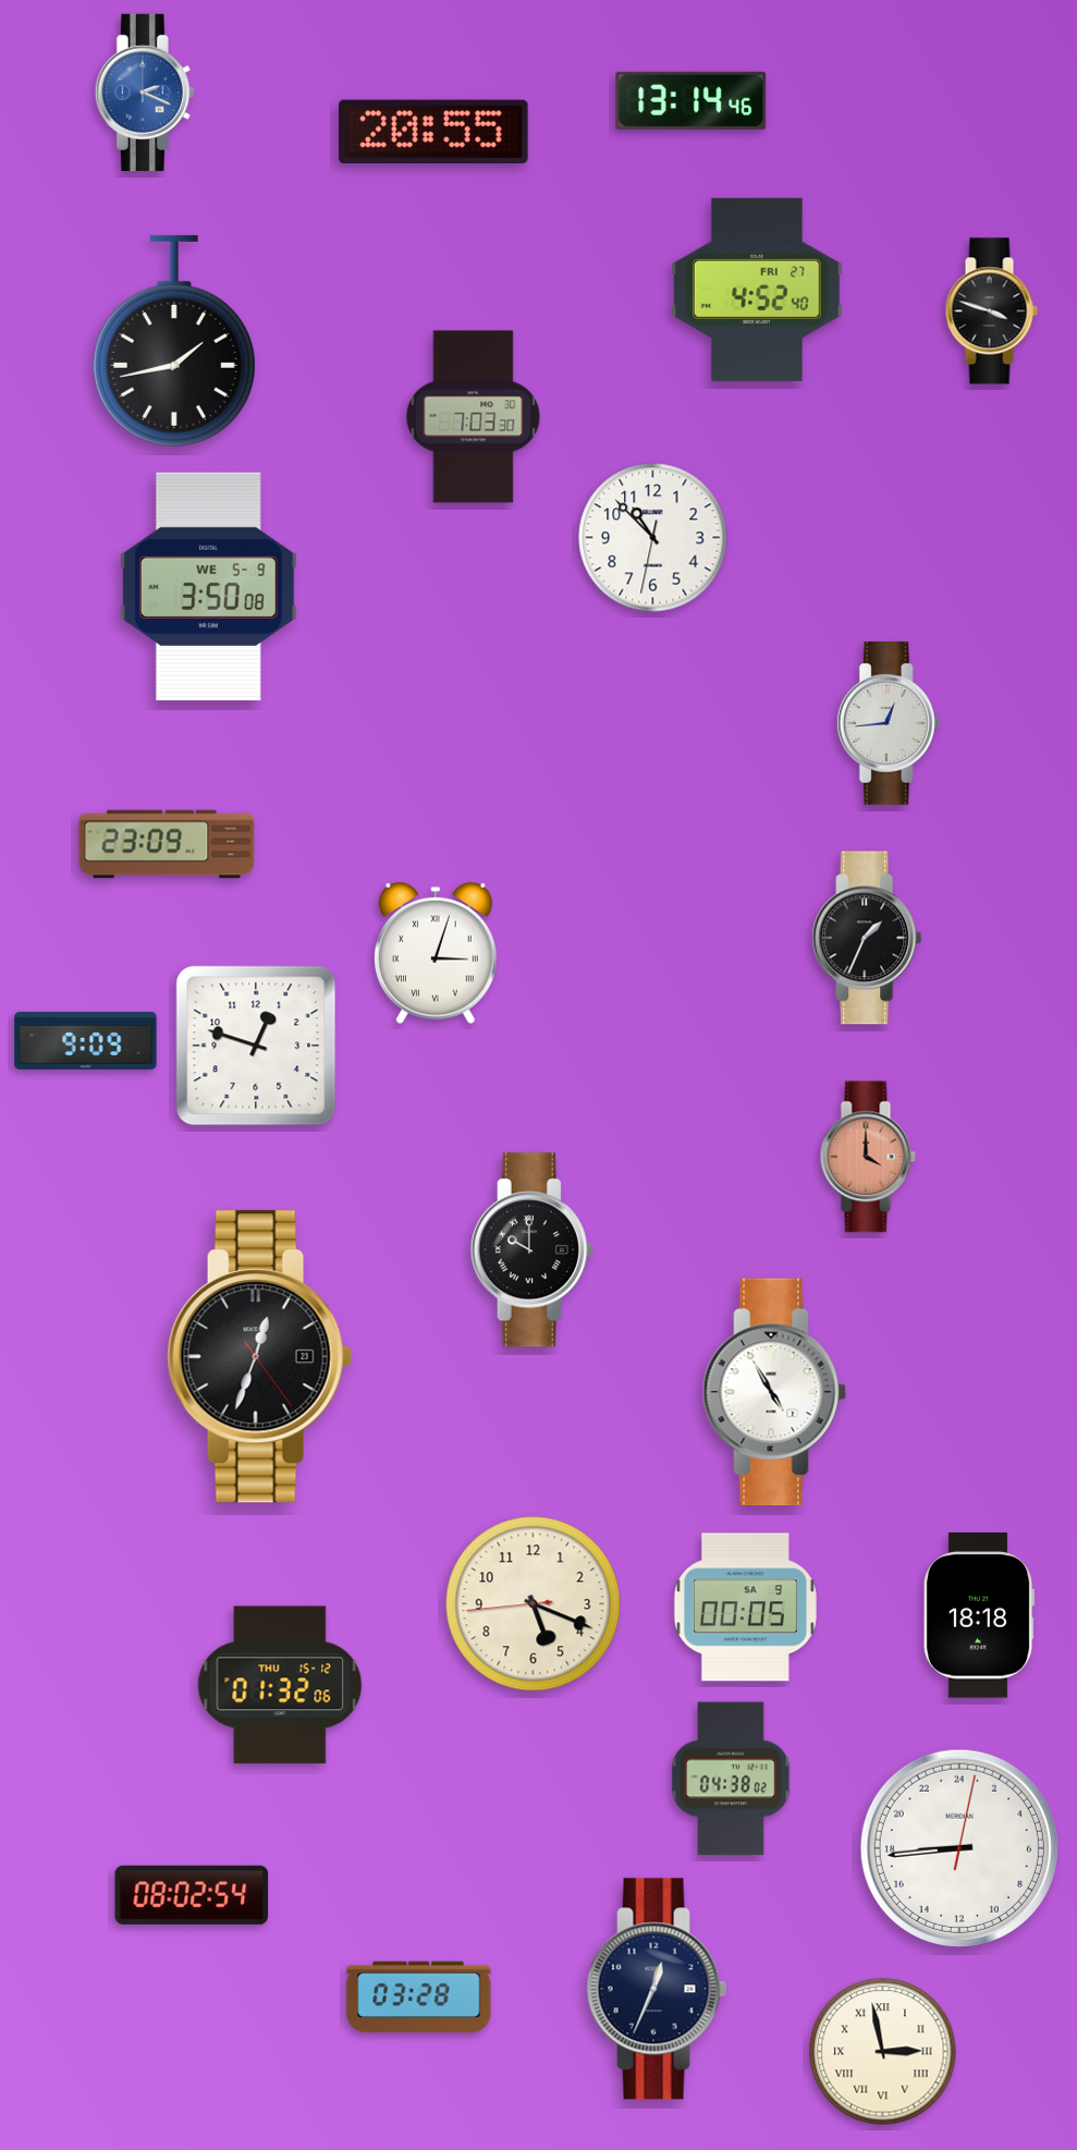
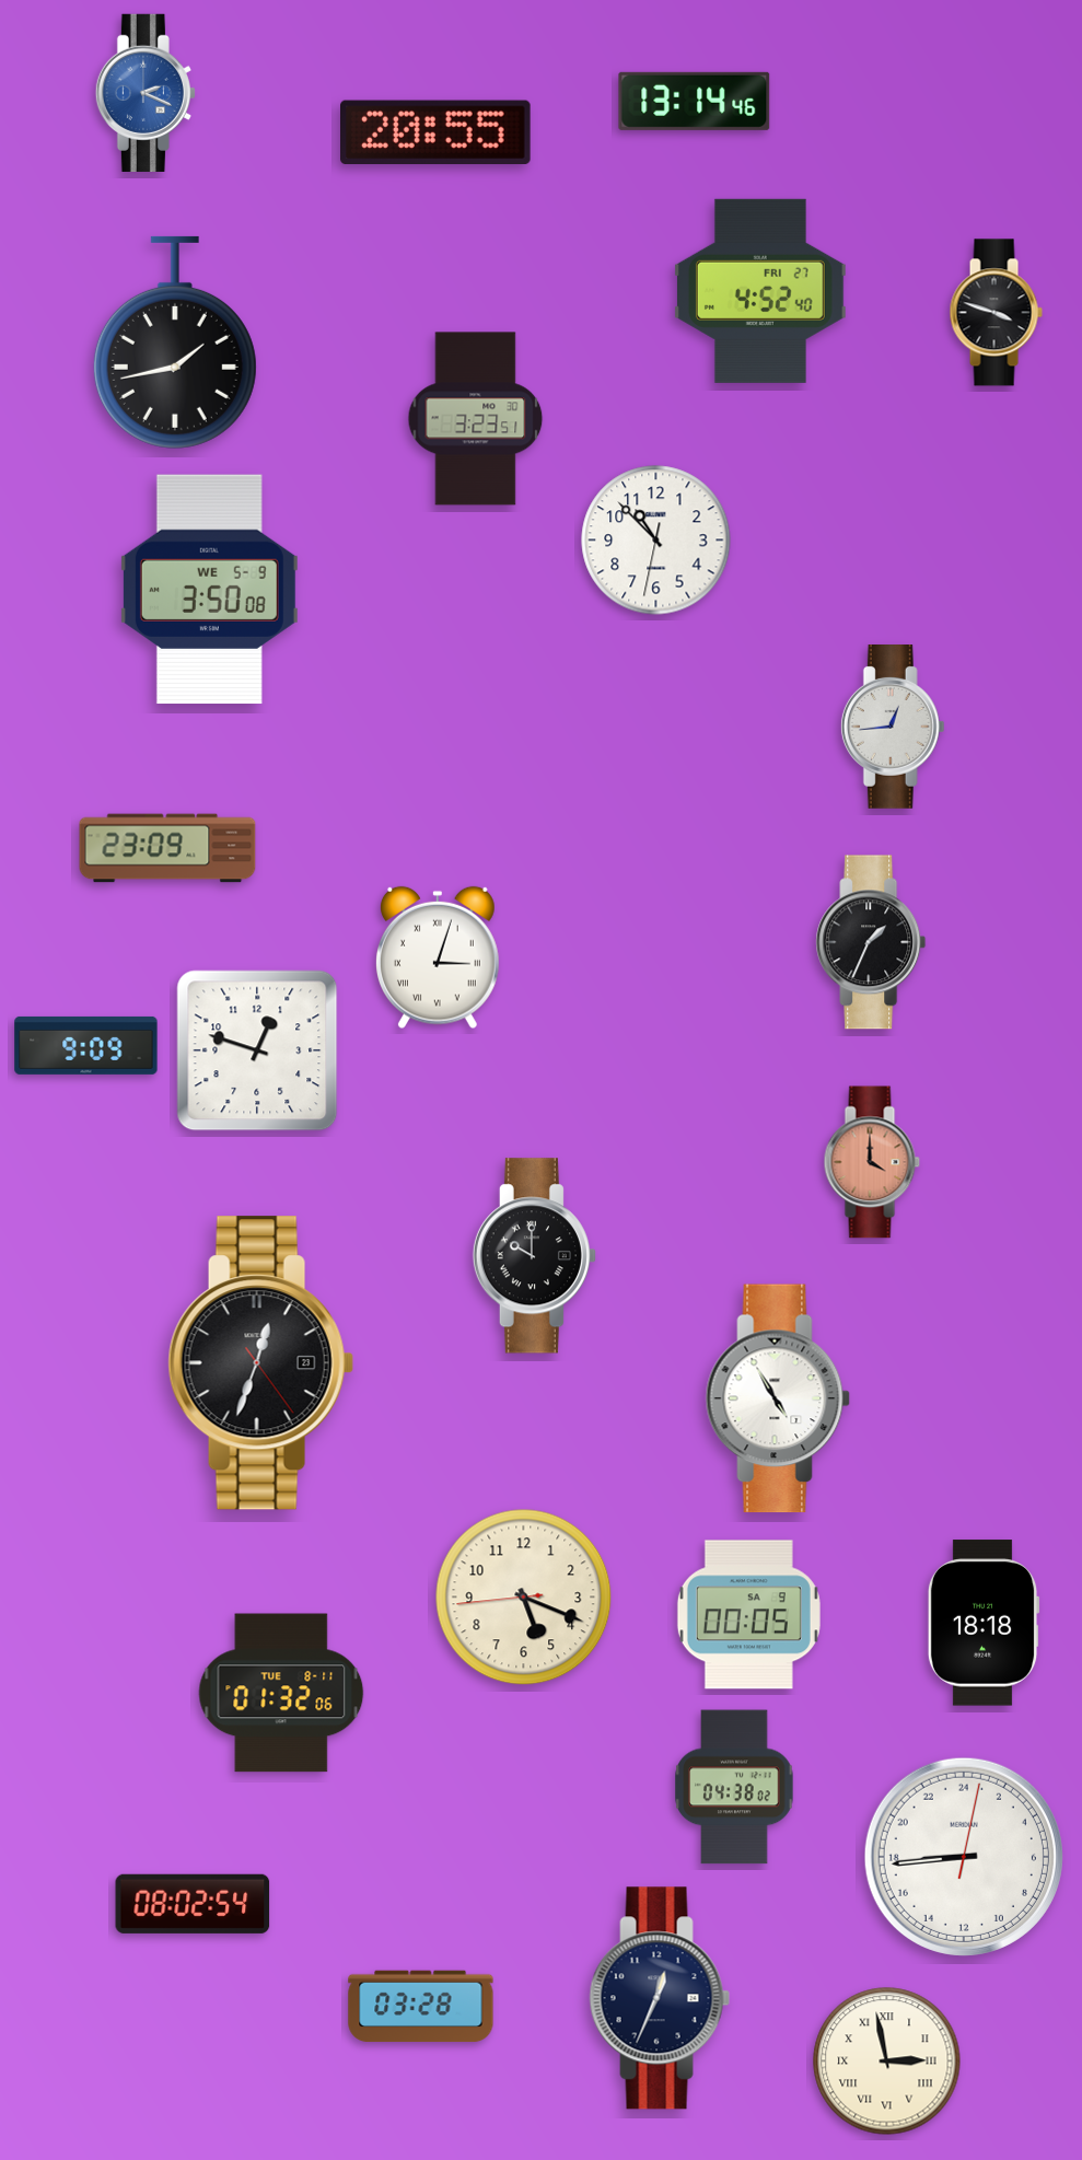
clock at (474, 417): 7:03 -> 3:23
clock at (534, 1604) position: (534, 1604) -> (524, 1598)
clock at (280, 1685) date: THU 15-12 -> TUE 8-11
